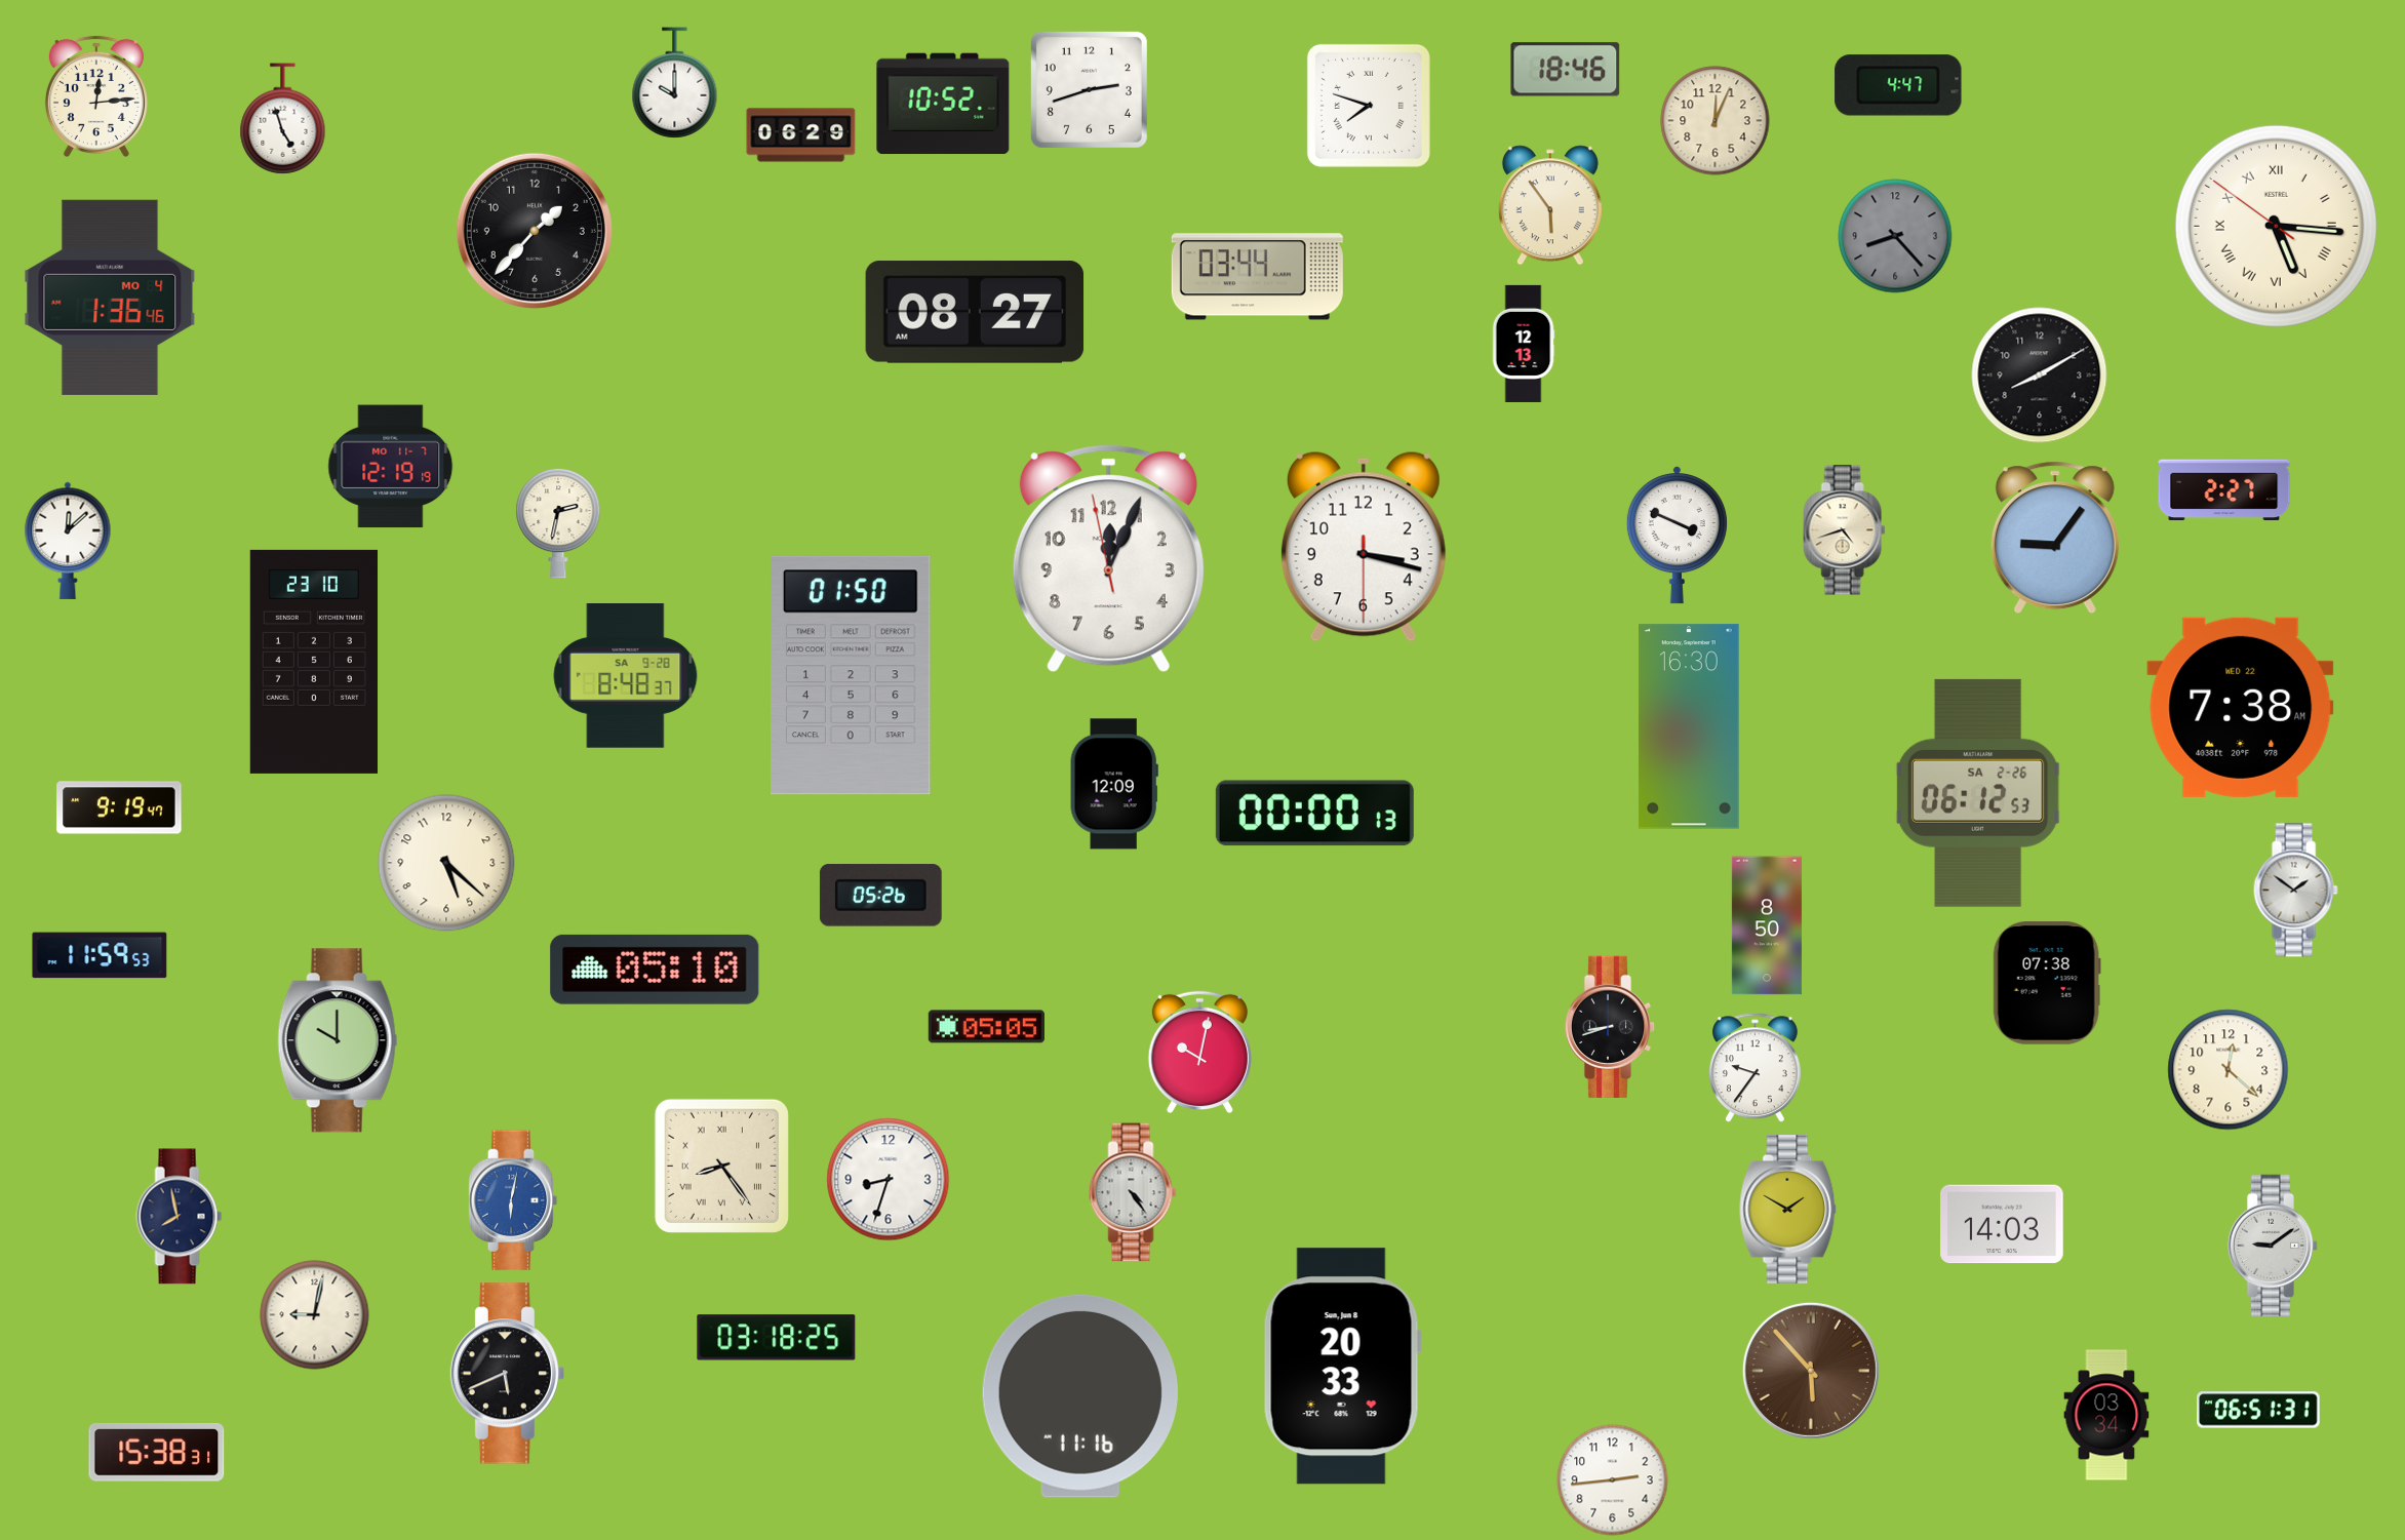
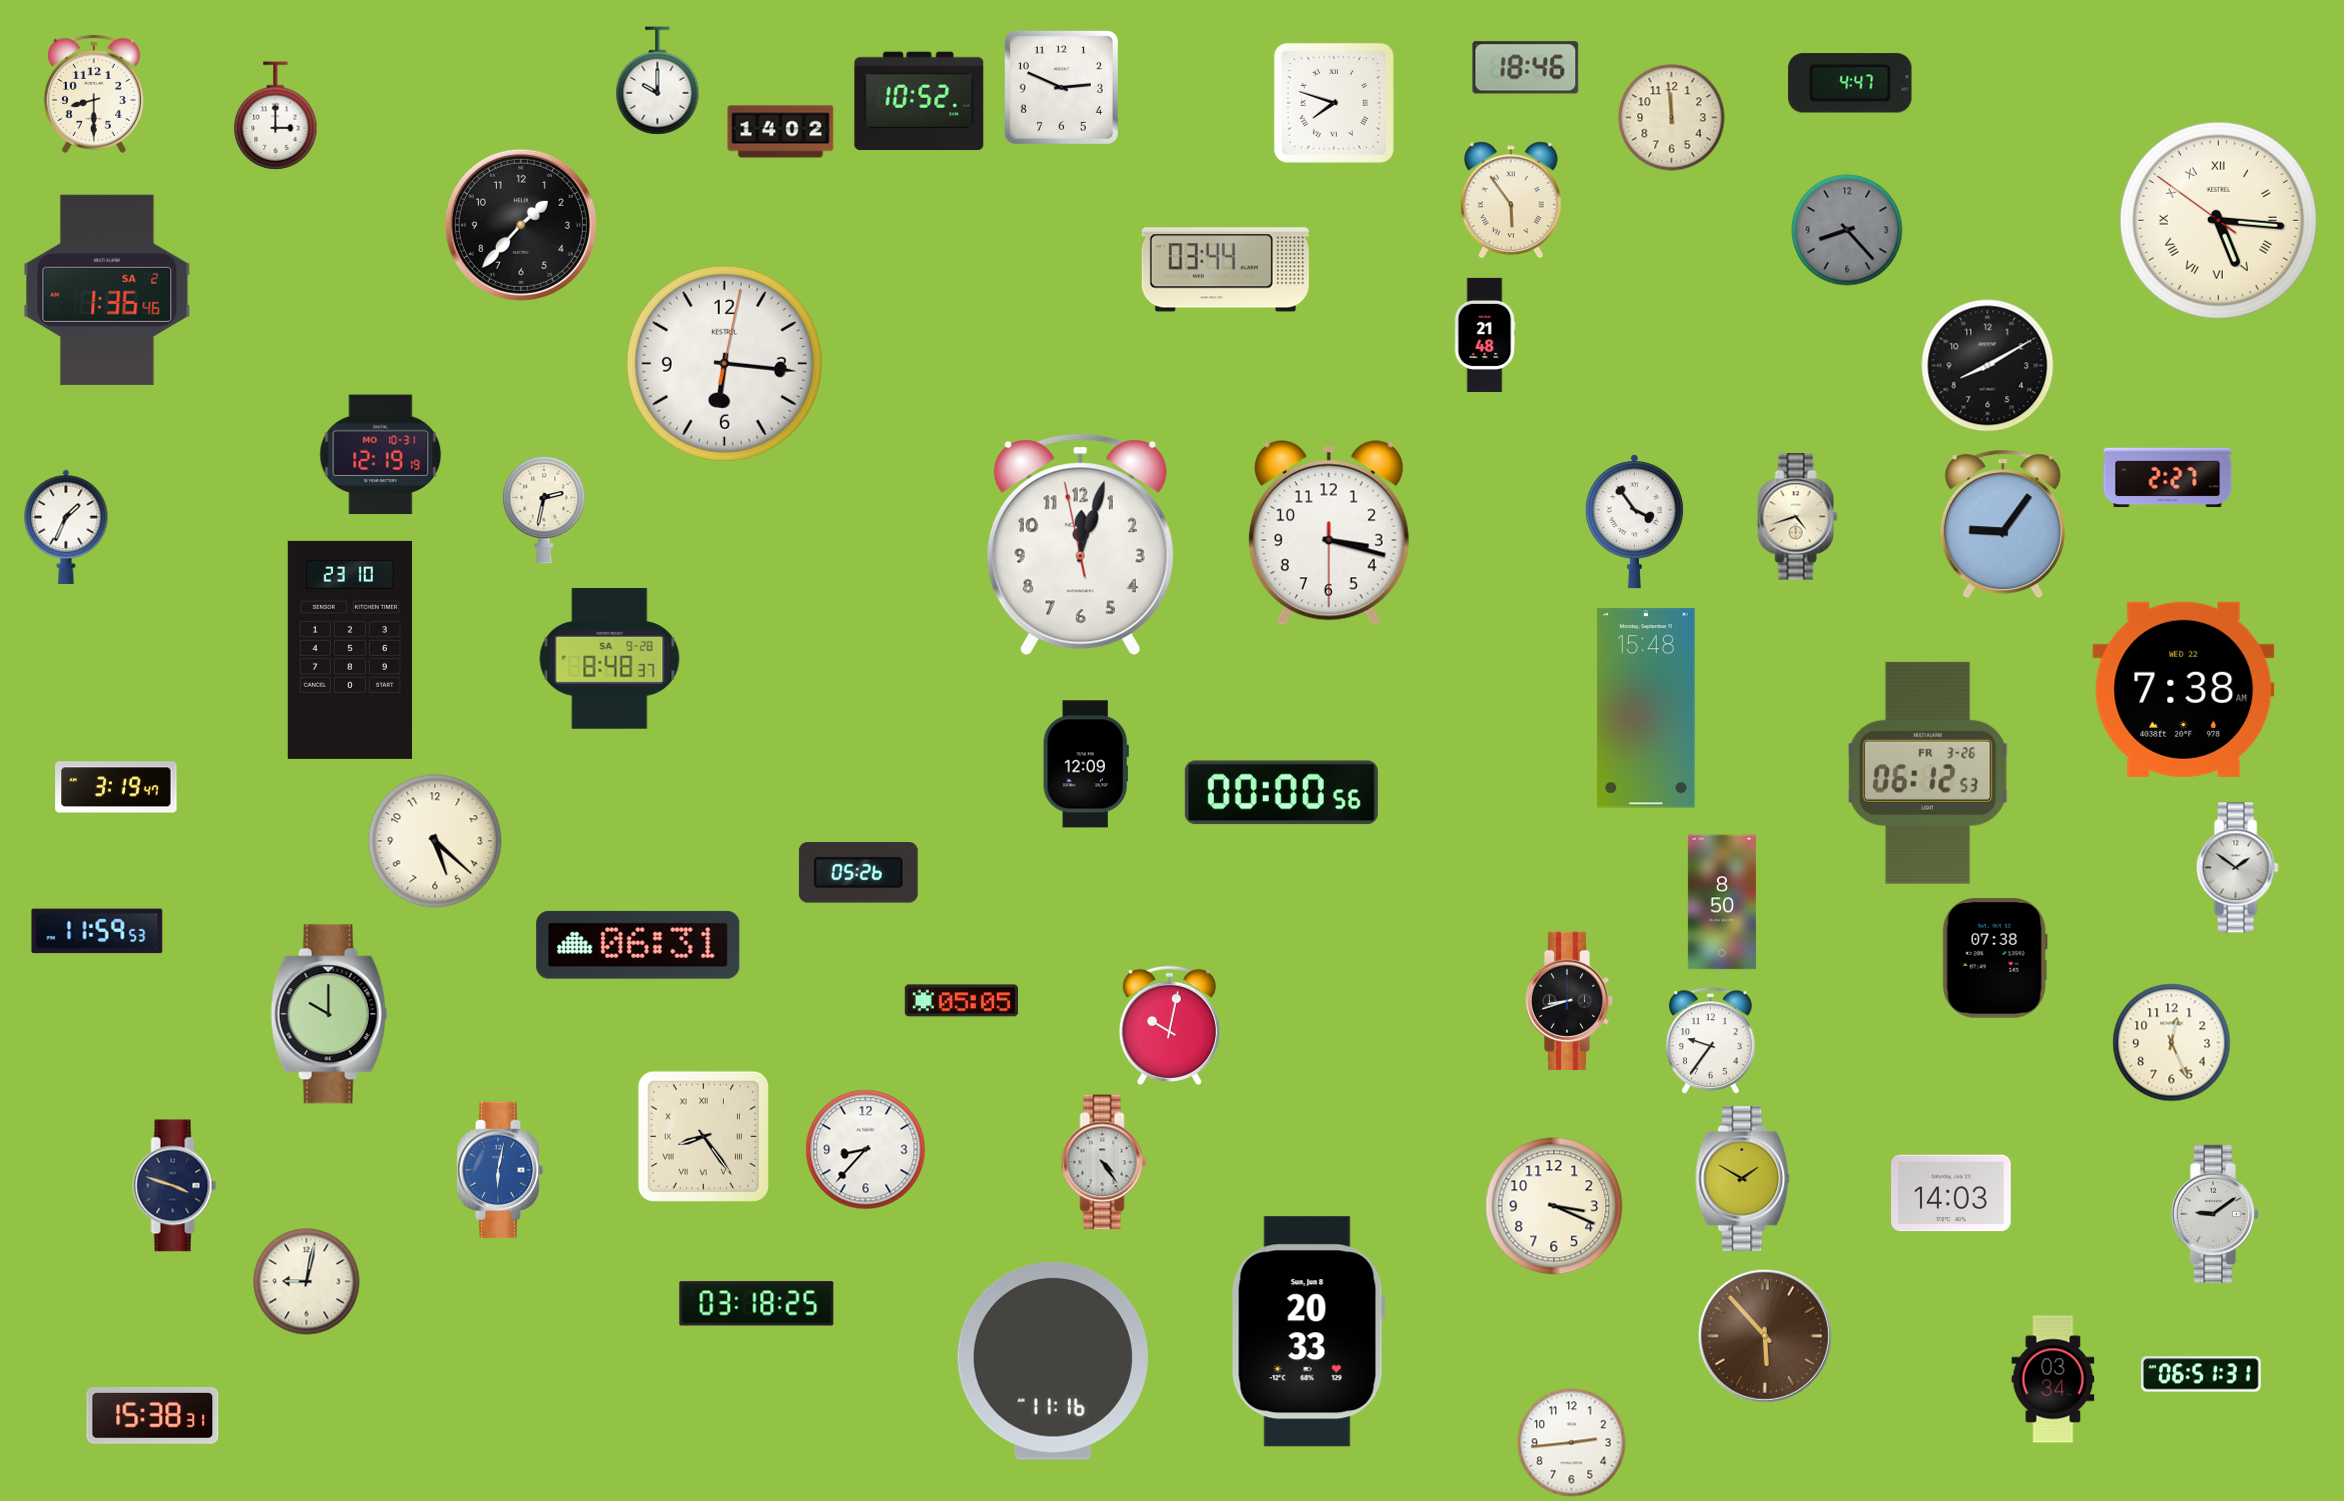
clock at (1089, 89): 2:42 -> 2:49
clock at (96, 96): 12:14 -> 8:30
clock at (283, 119): 4:57 -> 3:00
clock at (1716, 121): 12:04 -> 11:59
clock at (801, 135): 06:29 -> 14:02
clock at (110, 298) date: MO 4 -> SA 2
clock at (975, 312): 08:27 -> none
clock at (1524, 344): 12:13 -> 21:48
clock at (724, 363): none -> 6:16
clock at (391, 467) date: MO 11-7 -> MO 10-31
clock at (1677, 536): 3:49 -> 3:54
clock at (68, 541): 12:08 -> 1:34
clock at (1108, 559): 12:03 -> 12:02
clock at (313, 662) position: (313, 662) -> (349, 650)
clock at (852, 675): 01:50 -> none
clock at (1689, 726): 16:30 -> 15:48
clock at (1978, 793) date: SA 2-26 -> FR 3-26
clock at (119, 807): 9:19 -> 3:19
clock at (1314, 814): 00:00:13 -> 00:00:56
clock at (655, 970): 05:10 -> 06:31
clock at (2229, 1070): 12:22 -> 12:26
clock at (889, 1180): 8:33 -> 8:37
clock at (180, 1217): 7:58 -> 3:48
clock at (1554, 1206): none -> 3:19
clock at (507, 1374): 5:41 -> none
